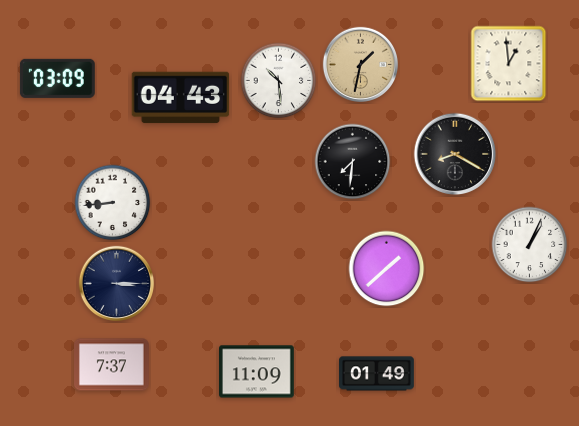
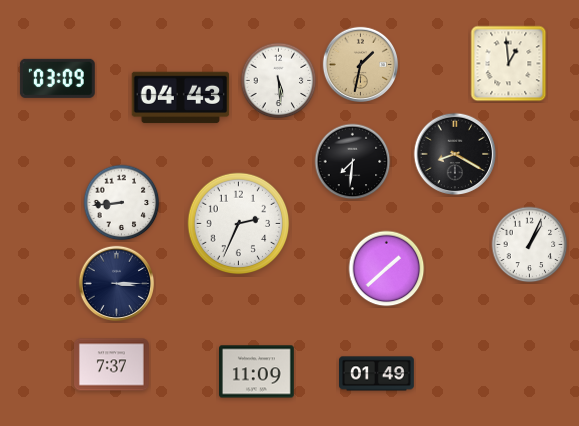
clock at (279, 81): 10:29 -> 5:29
clock at (113, 203) position: (113, 203) -> (122, 203)
clock at (239, 224): none -> 2:34
